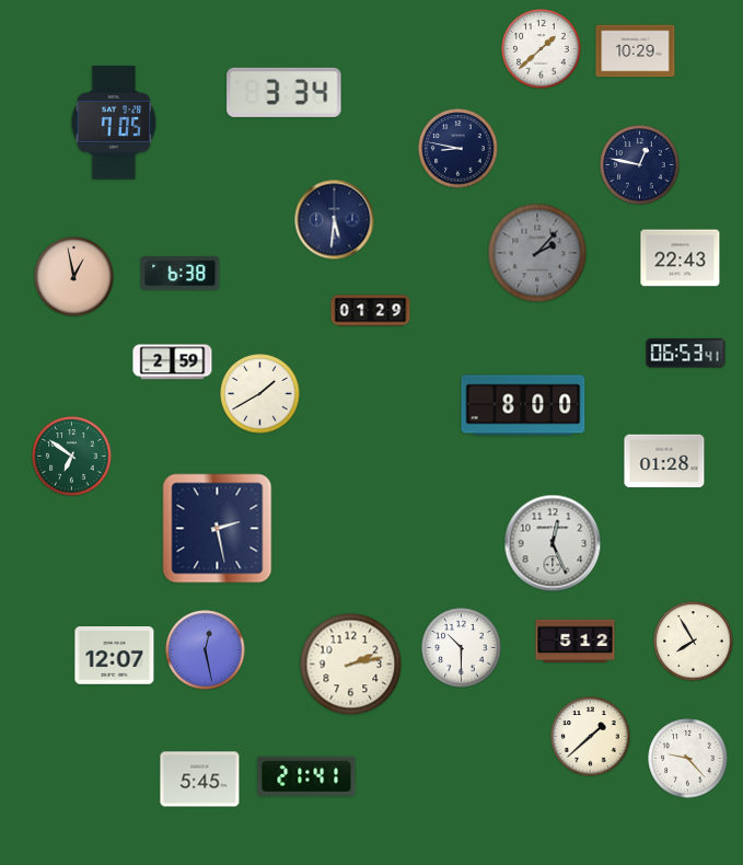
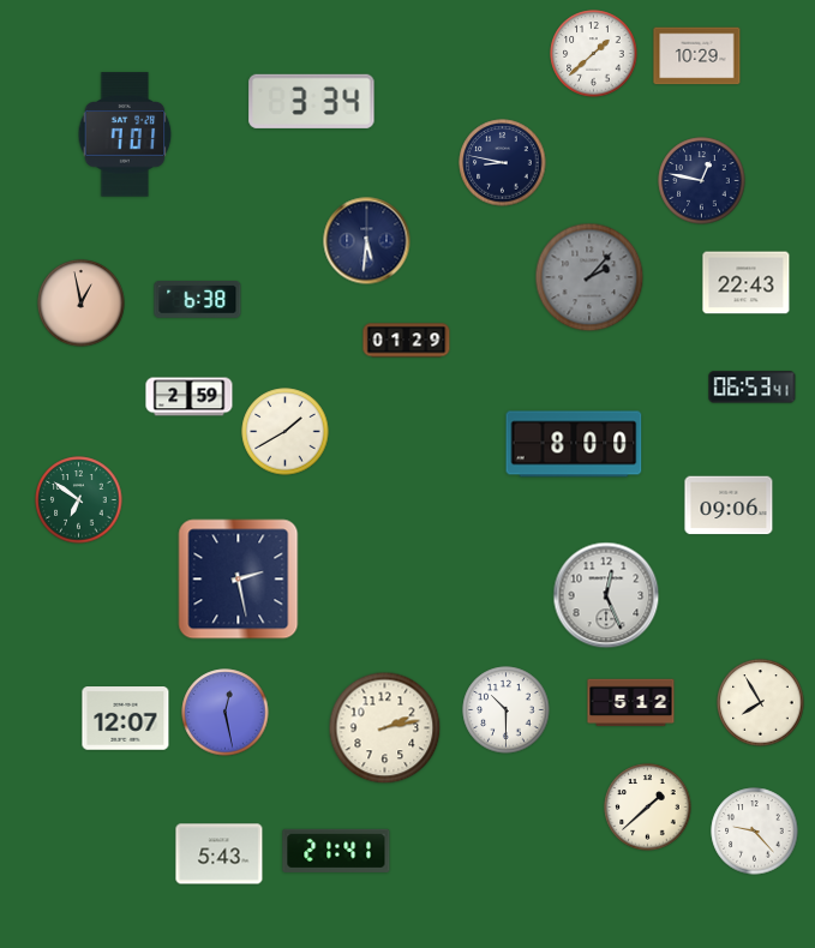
clock at (114, 123): 7:05 -> 7:01
clock at (664, 461): 01:28 -> 09:06
clock at (200, 780): 5:45 -> 5:43
